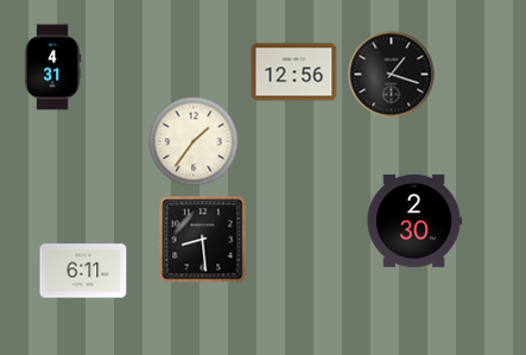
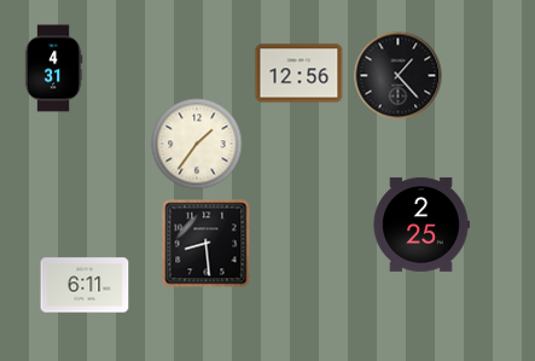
clock at (392, 75): 1:18 -> 1:23
clock at (414, 221): 2:30 -> 2:25
clock at (83, 271) position: (83, 271) -> (85, 285)
